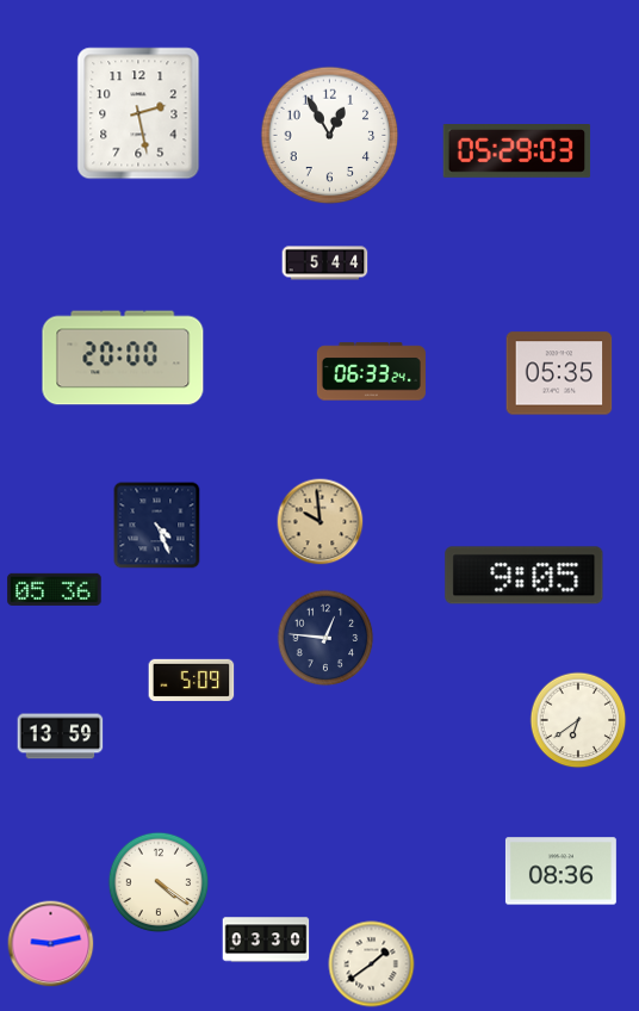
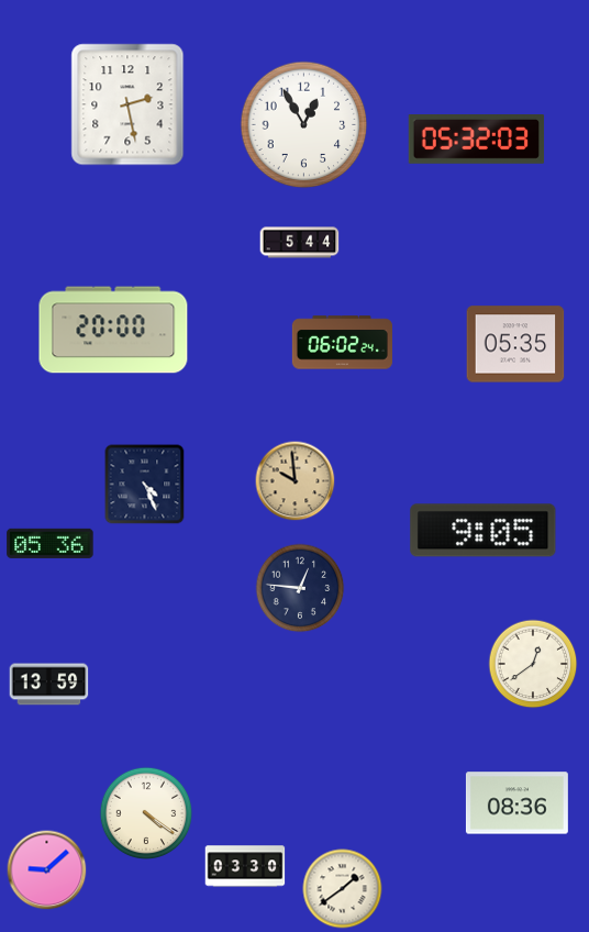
clock at (517, 151): 05:29 -> 05:32
clock at (371, 372): 06:33 -> 06:02
clock at (192, 680): 5:09 -> none
clock at (578, 720): 6:39 -> 12:39
clock at (61, 737) position: (61, 737) -> (49, 685)
clock at (51, 944): 9:13 -> 9:08
